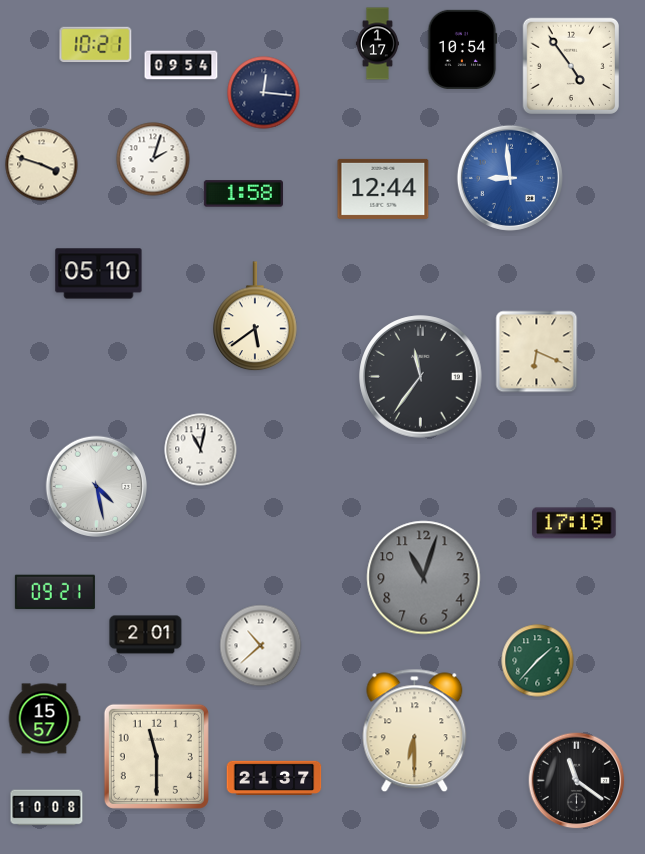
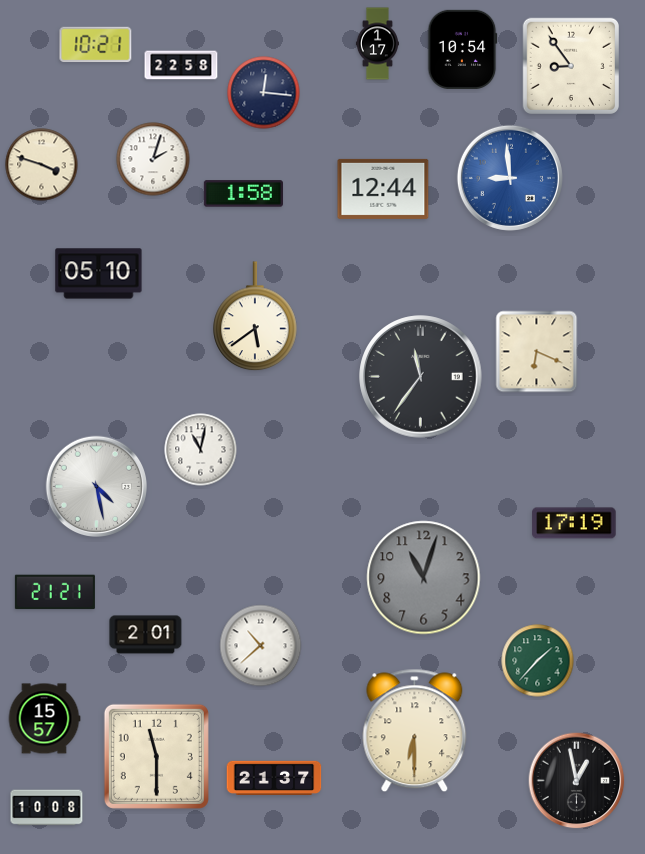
clock at (181, 65): 09:54 -> 22:58
clock at (571, 66): 4:54 -> 8:54
clock at (55, 592): 09:21 -> 21:21
clock at (577, 781): 11:21 -> 12:58
